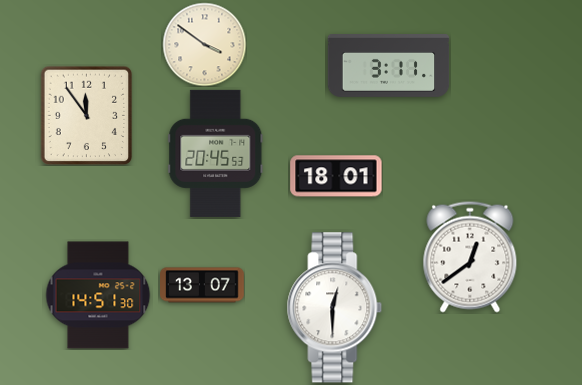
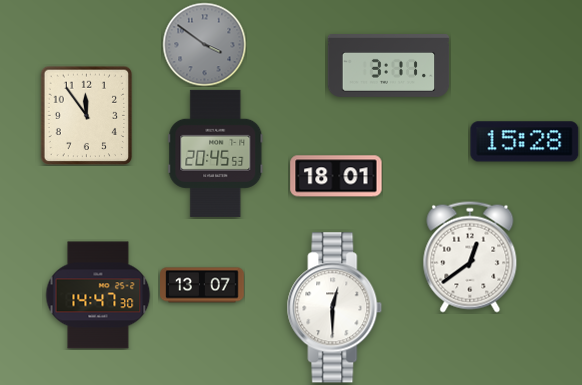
clock at (204, 44) dial: cream -> grey
clock at (525, 142): none -> 15:28
clock at (98, 295): 14:51 -> 14:47
